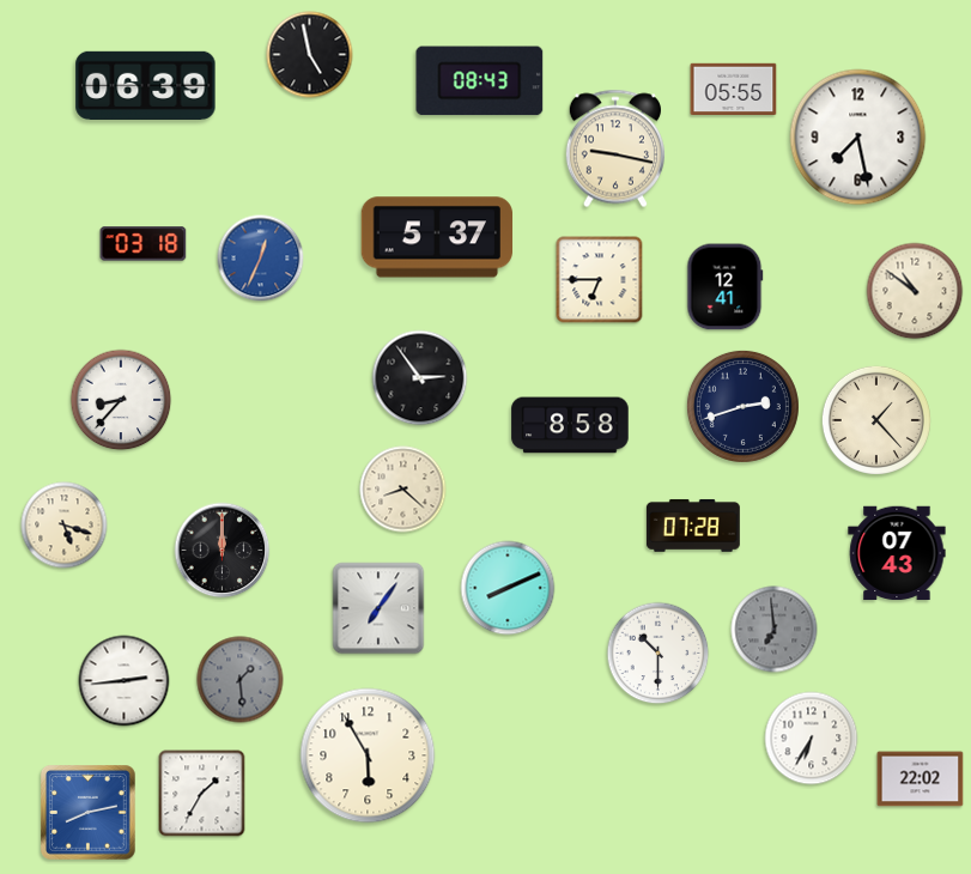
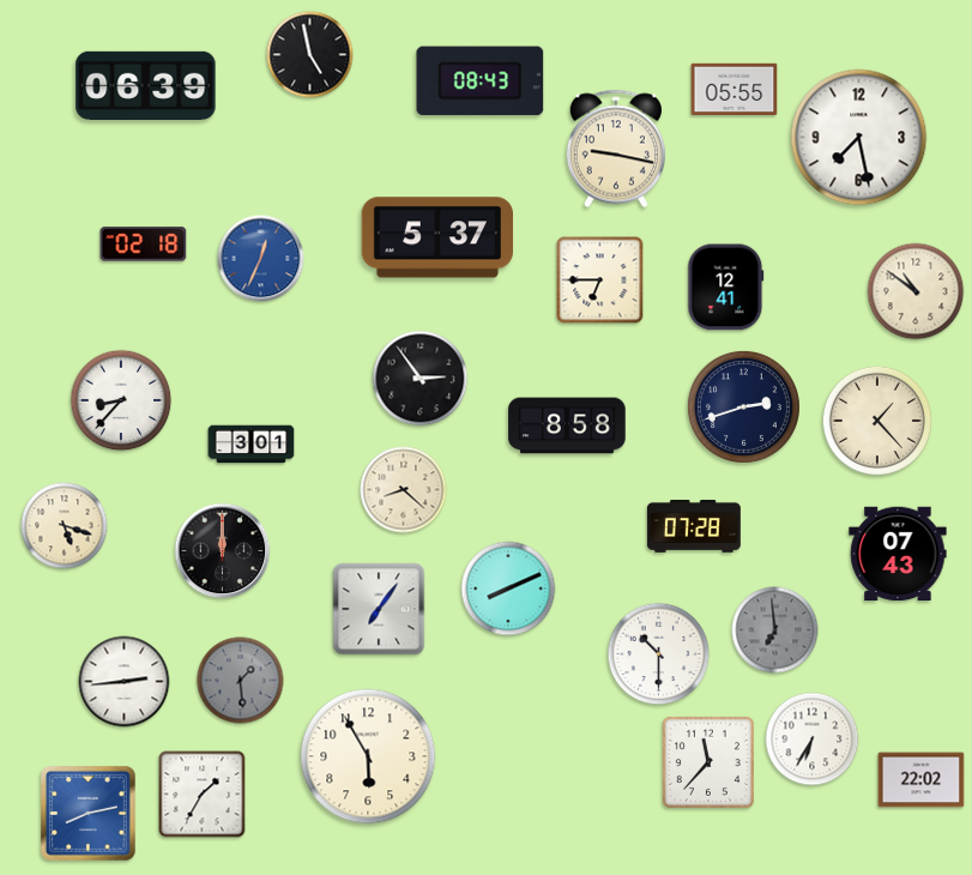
clock at (144, 244): 03:18 -> 02:18
clock at (570, 425) position: (570, 425) -> (567, 426)
clock at (252, 445): none -> 3:01
clock at (708, 762): none -> 11:37
